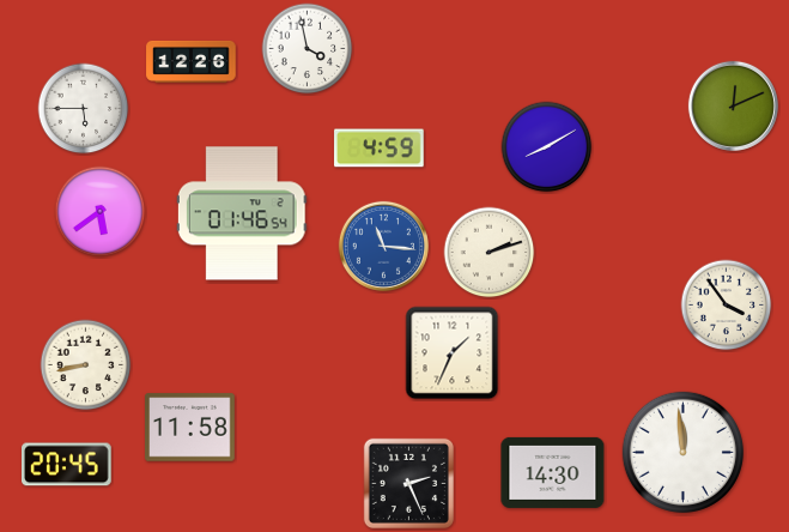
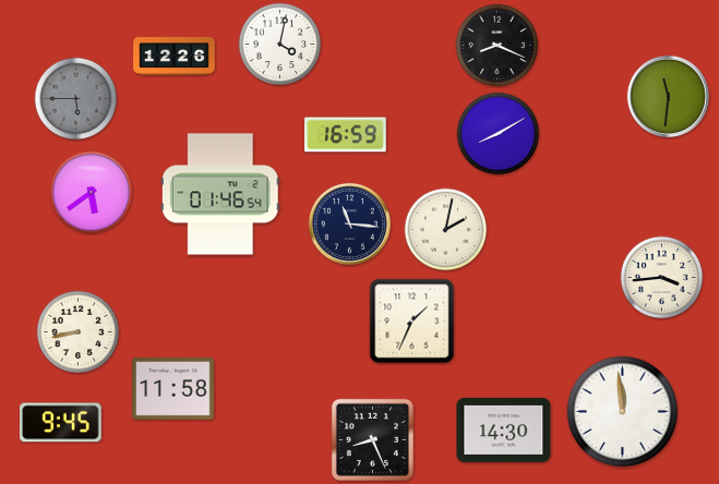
clock at (308, 49): 3:58 -> 4:02
clock at (498, 46): none -> 8:19
clock at (733, 105): 12:11 -> 11:31
clock at (84, 109) dial: white -> grey
clock at (380, 149): 4:59 -> 16:59
clock at (383, 246) dial: blue -> navy
clock at (490, 253): 2:12 -> 2:02
clock at (727, 306): 3:54 -> 3:44
clock at (67, 465): 20:45 -> 9:45
clock at (408, 483): 2:26 -> 8:26
